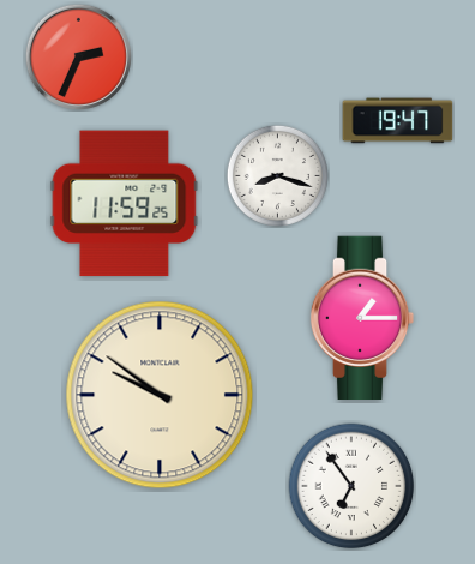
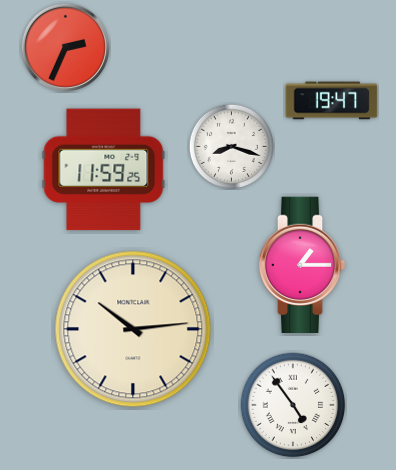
clock at (160, 395): 9:51 -> 10:14
clock at (351, 486): 6:54 -> 4:54
